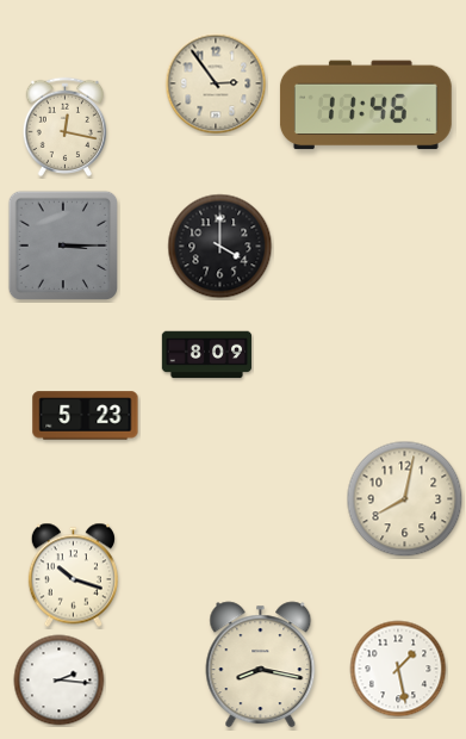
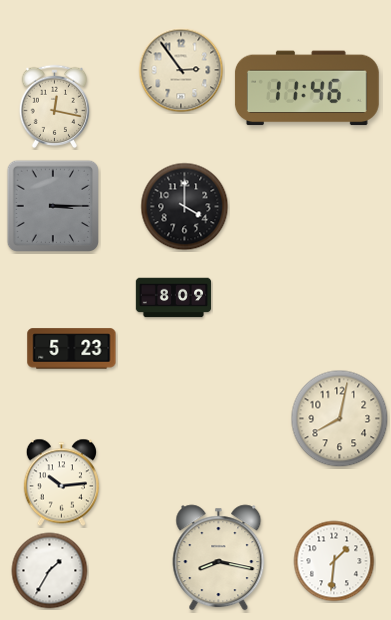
clock at (73, 576): 10:18 -> 10:14
clock at (398, 669): 1:28 -> 1:31
clock at (60, 681): 2:16 -> 1:35
